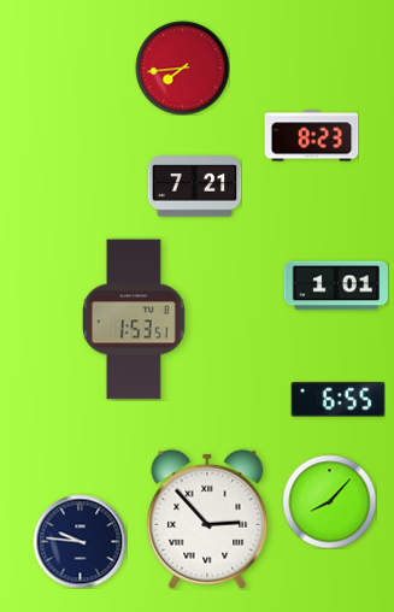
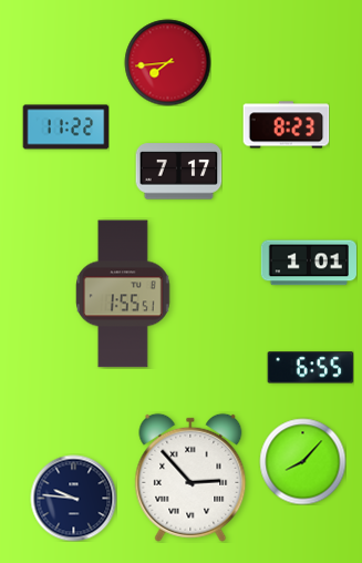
clock at (65, 127): none -> 11:22
clock at (194, 187): 7:21 -> 7:17
clock at (135, 319): 1:53 -> 1:55
